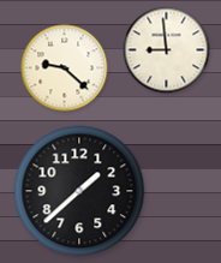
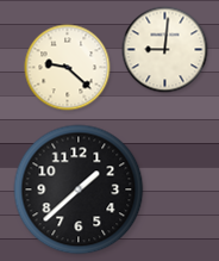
clock at (167, 50): 8:59 -> 9:01
clock at (65, 68) position: (65, 68) -> (68, 68)
